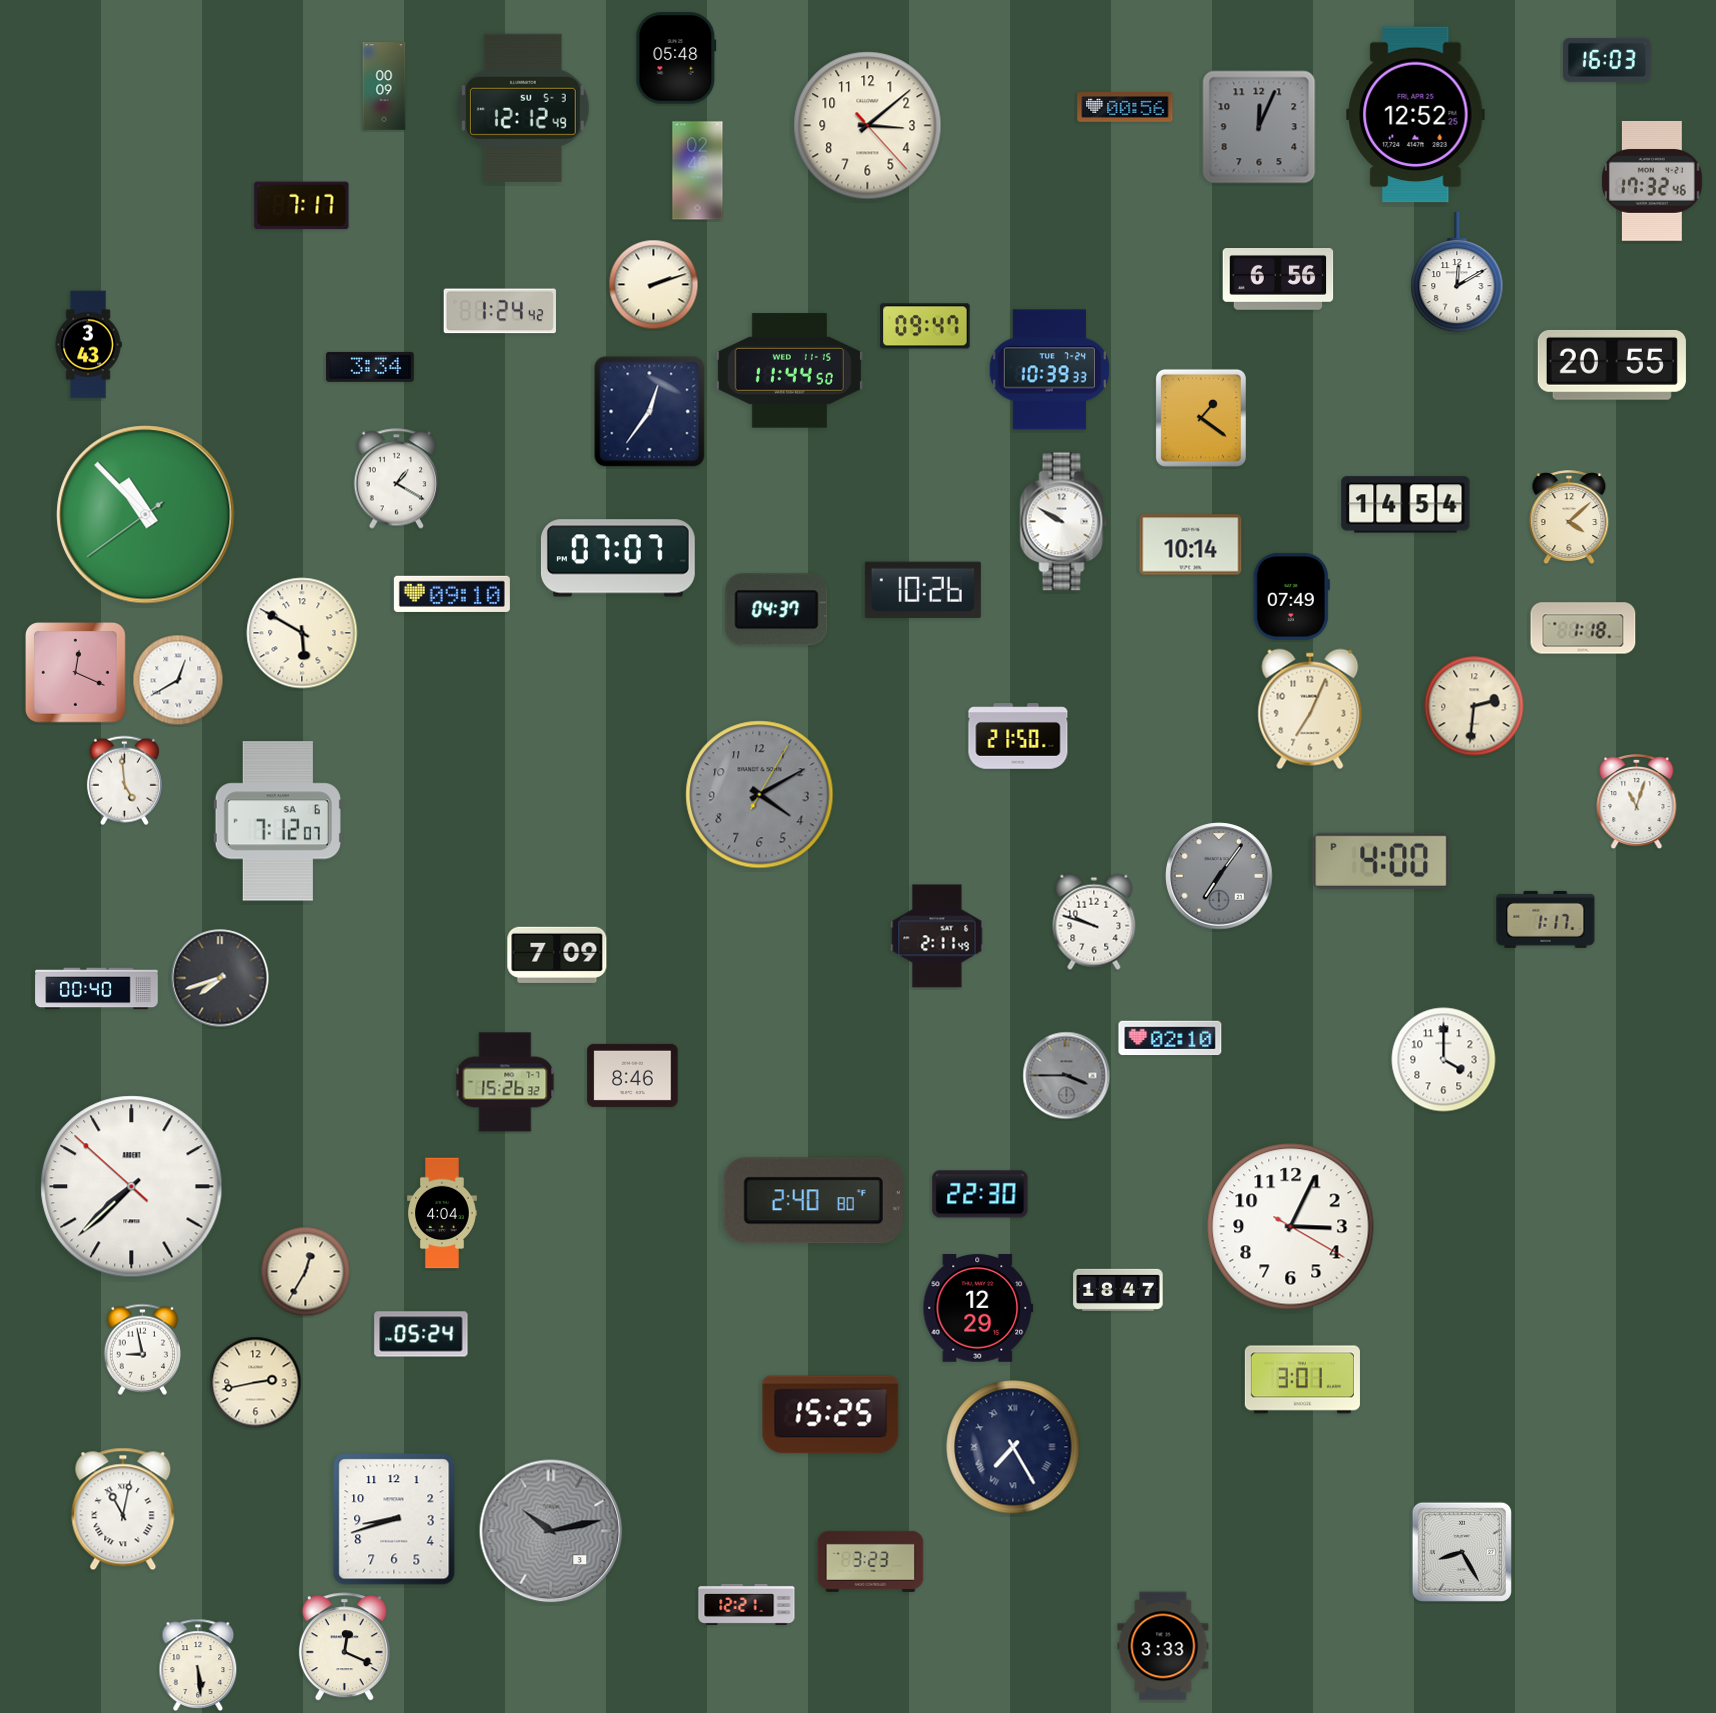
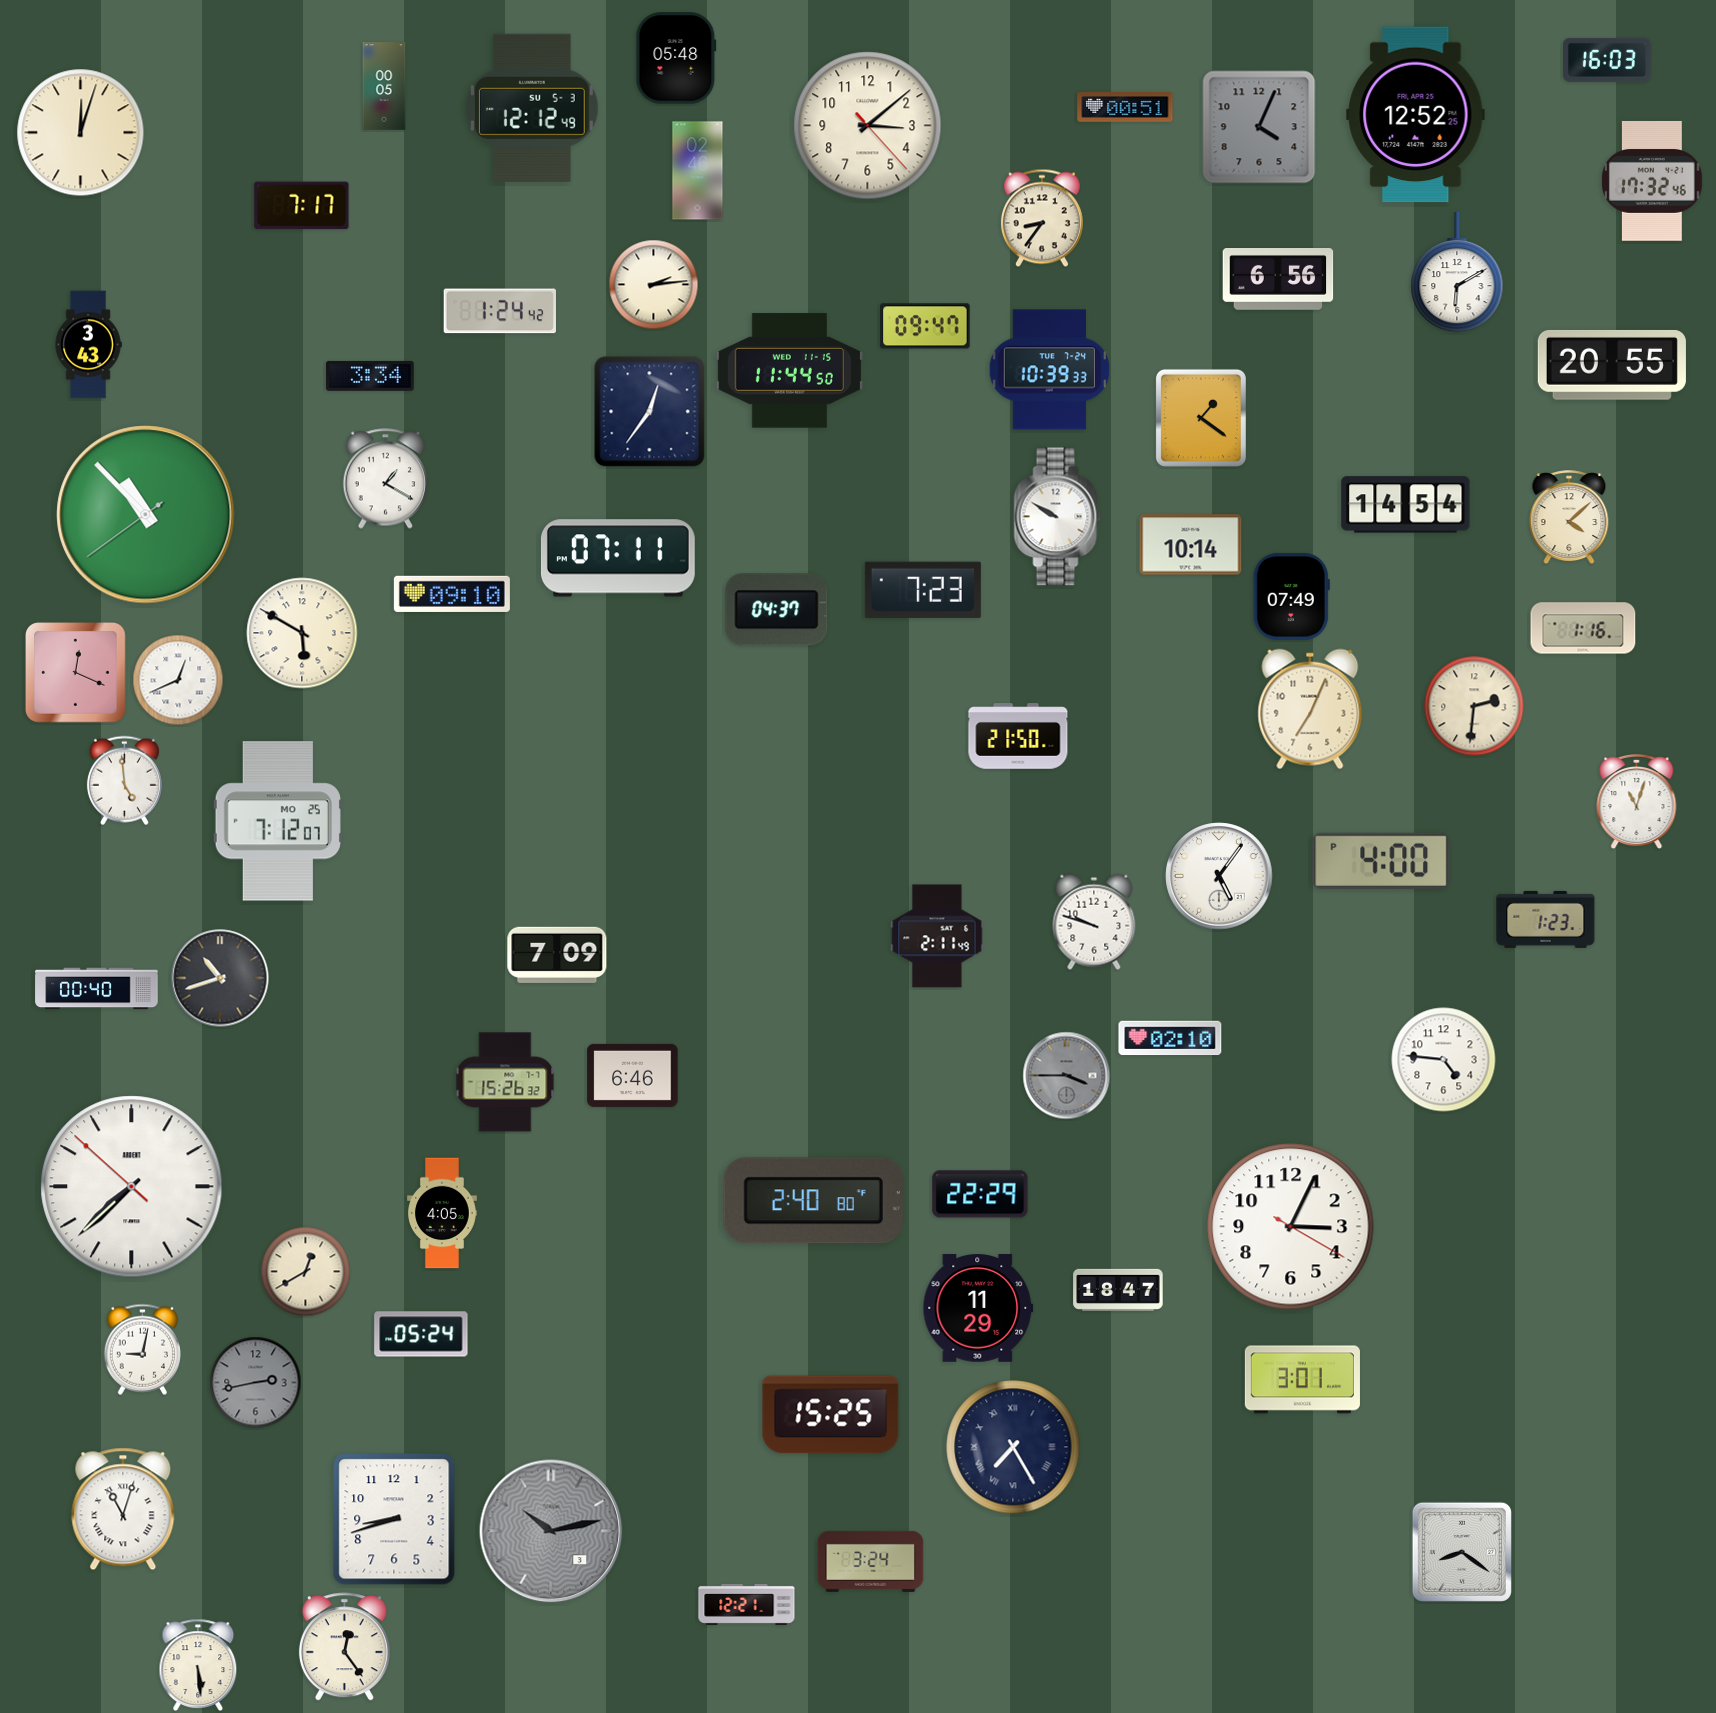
clock at (384, 86): 00:09 -> 00:05
clock at (523, 108) position: (523, 108) -> (532, 108)
clock at (1125, 108): 00:56 -> 00:51
clock at (1259, 127): 12:04 -> 4:04
clock at (81, 133): none -> 12:03
clock at (1042, 218): none -> 8:36
clock at (1457, 272): 12:10 -> 6:10
clock at (654, 285): 2:12 -> 2:14
clock at (371, 367) position: (371, 367) -> (371, 376)
clock at (396, 479) position: (396, 479) -> (385, 479)
clock at (1064, 522) position: (1064, 522) -> (1058, 517)
clock at (618, 558): 07:07 -> 07:11
clock at (923, 590): 10:26 -> 7:23
clock at (1583, 628): 1:18 -> 1:16
clock at (178, 680): 12:40 -> 12:41
clock at (760, 795): 4:10 -> none
clock at (278, 821) date: SA 6 -> MO 25
clock at (1219, 876): 7:06 -> 5:06
clock at (1219, 876) dial: grey -> white
clock at (1546, 919): 1:17 -> 1:23
clock at (220, 978): 7:42 -> 10:42
clock at (1444, 1060): 4:00 -> 4:46
clock at (633, 1075): 8:46 -> 6:46
clock at (980, 1194): 22:30 -> 22:29
clock at (443, 1213): 4:04 -> 4:05
clock at (306, 1272): 12:35 -> 12:40
clock at (978, 1308): 12:29 -> 11:29
clock at (142, 1349): 8:58 -> 9:02
clock at (256, 1383) dial: cream -> grey
clock at (123, 1509): 11:02 -> 11:03
clock at (1462, 1552): 8:25 -> 8:21
clock at (871, 1561): 3:23 -> 3:24
clock at (1163, 1646): 3:33 -> none
clock at (344, 1647): 12:19 -> 12:24
